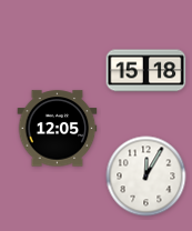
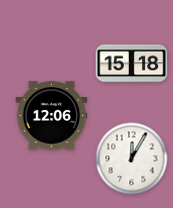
clock at (58, 129): 12:05 -> 12:06
